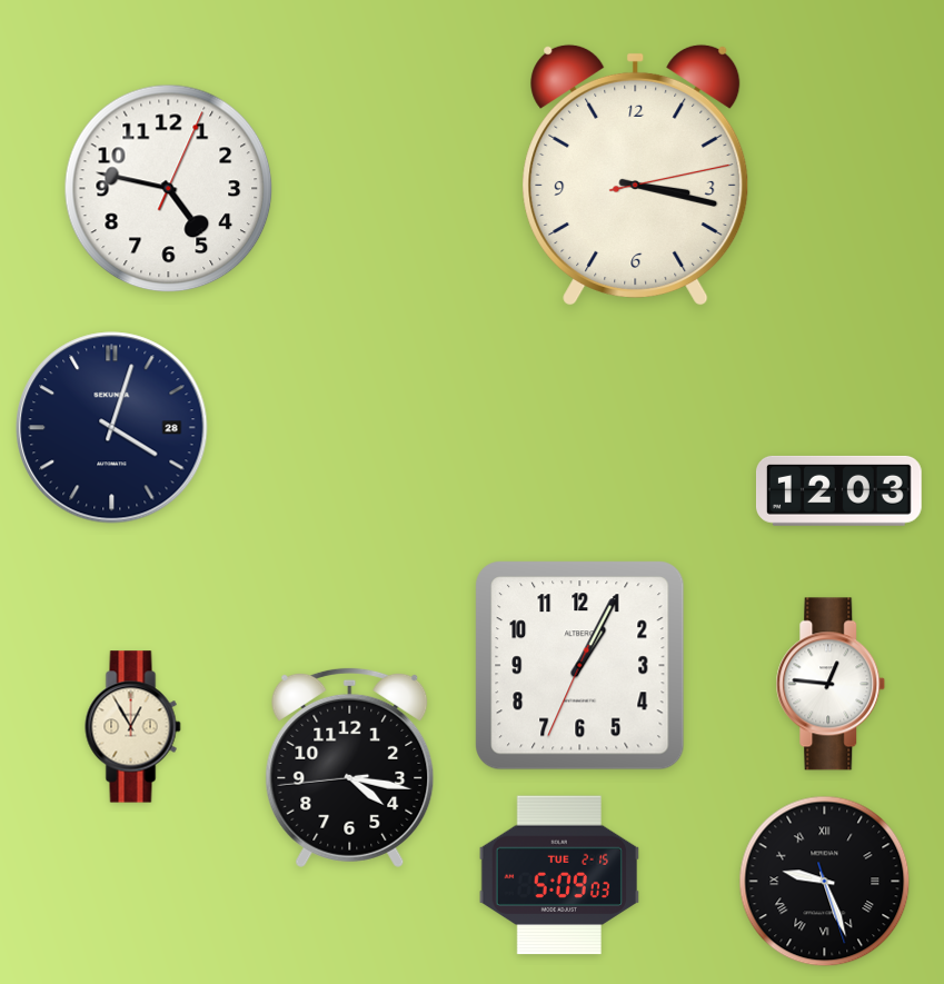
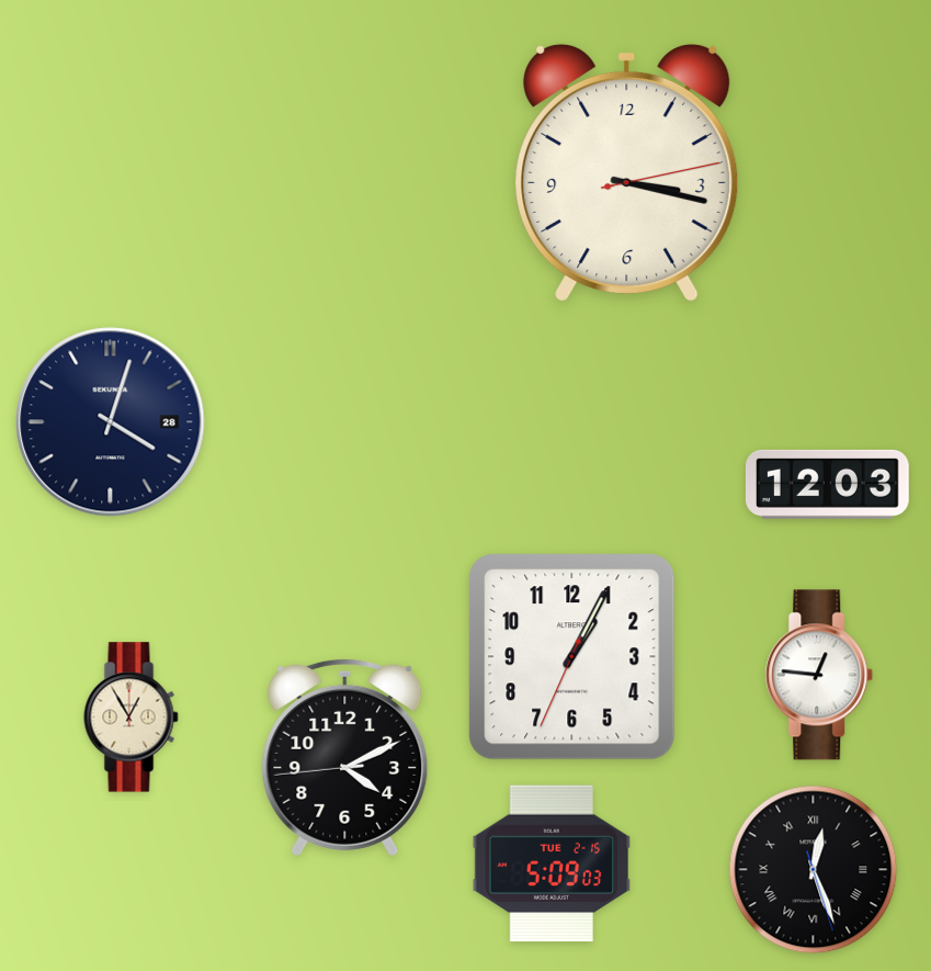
clock at (169, 189): 4:47 -> none
clock at (350, 767): 4:16 -> 4:10
clock at (825, 882): 9:26 -> 12:26
